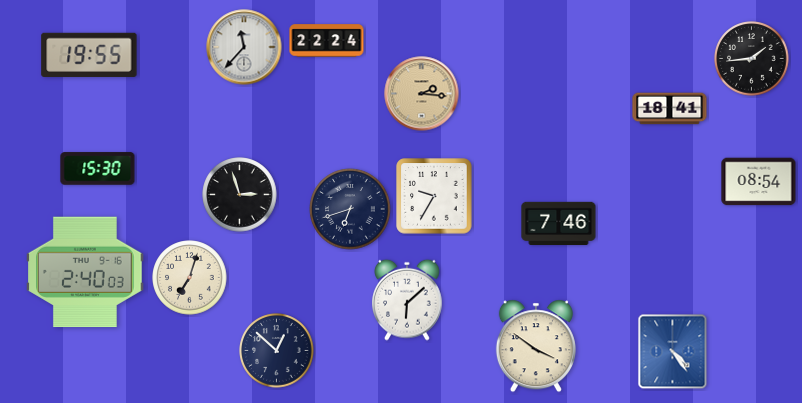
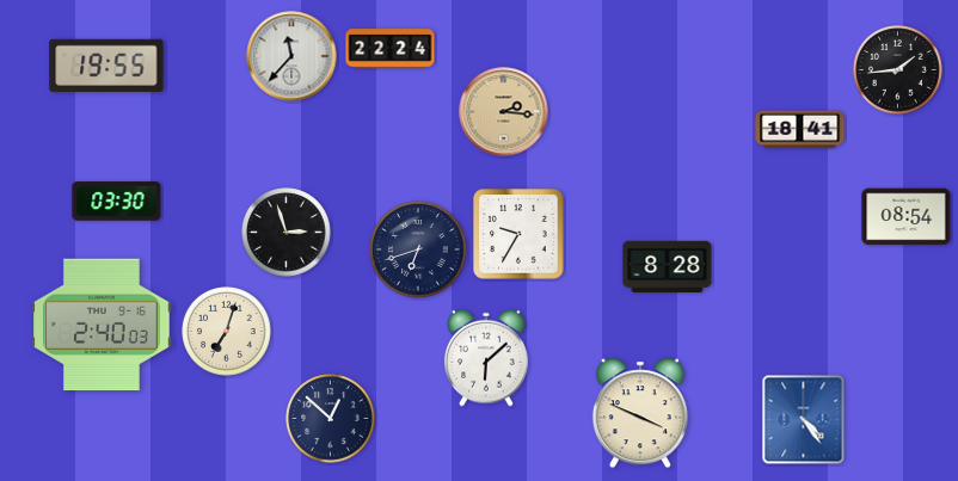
clock at (98, 169): 15:30 -> 03:30
clock at (559, 223): 7:46 -> 8:28
clock at (536, 346): 3:51 -> 3:49
